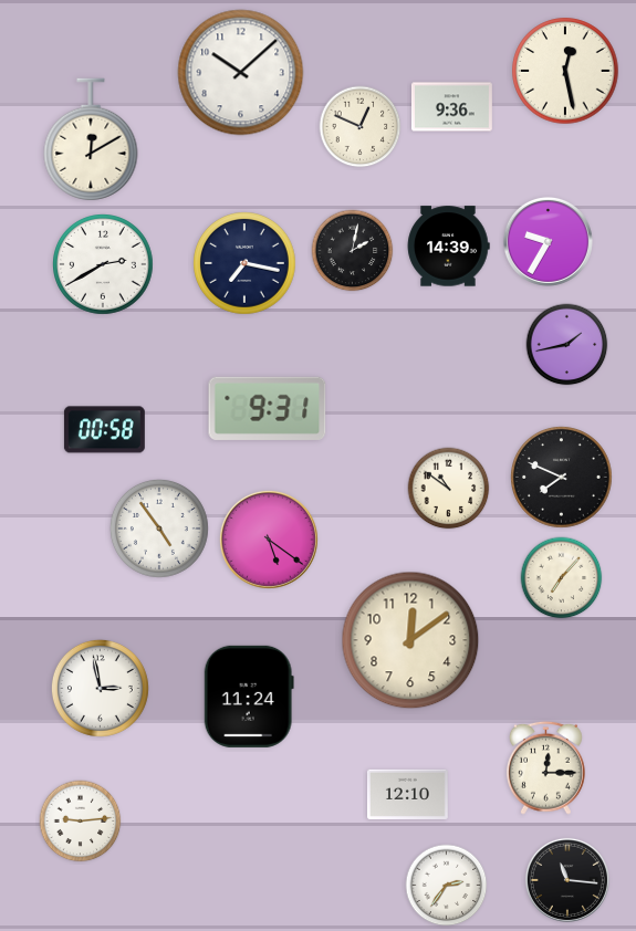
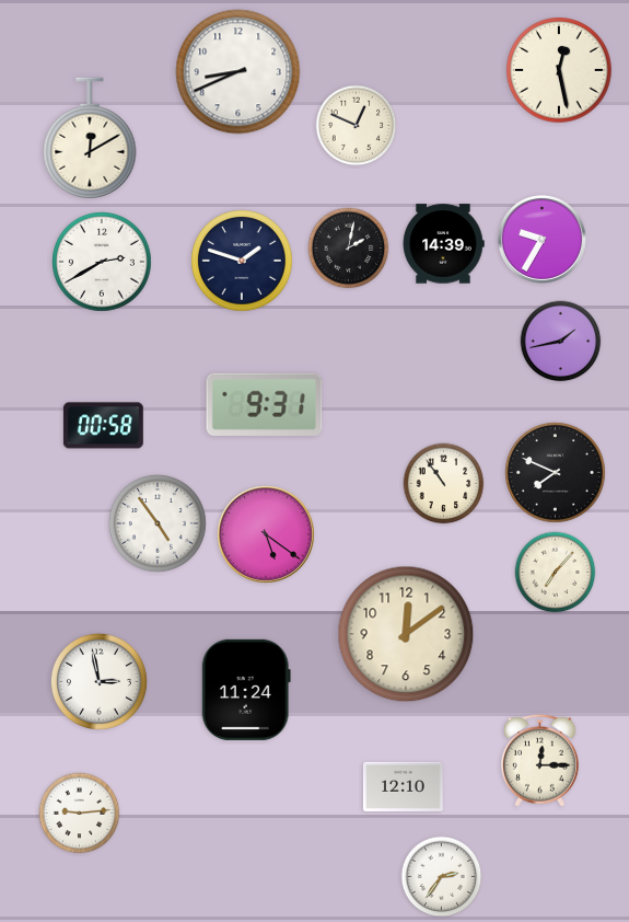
clock at (241, 73): 10:08 -> 8:41
clock at (451, 107): 9:36 -> none
clock at (244, 263): 7:17 -> 1:48
clock at (449, 489): 10:51 -> 10:54
clock at (567, 880): 11:16 -> none
